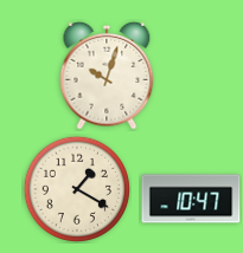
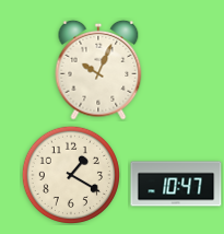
clock at (107, 76): 10:03 -> 10:04
